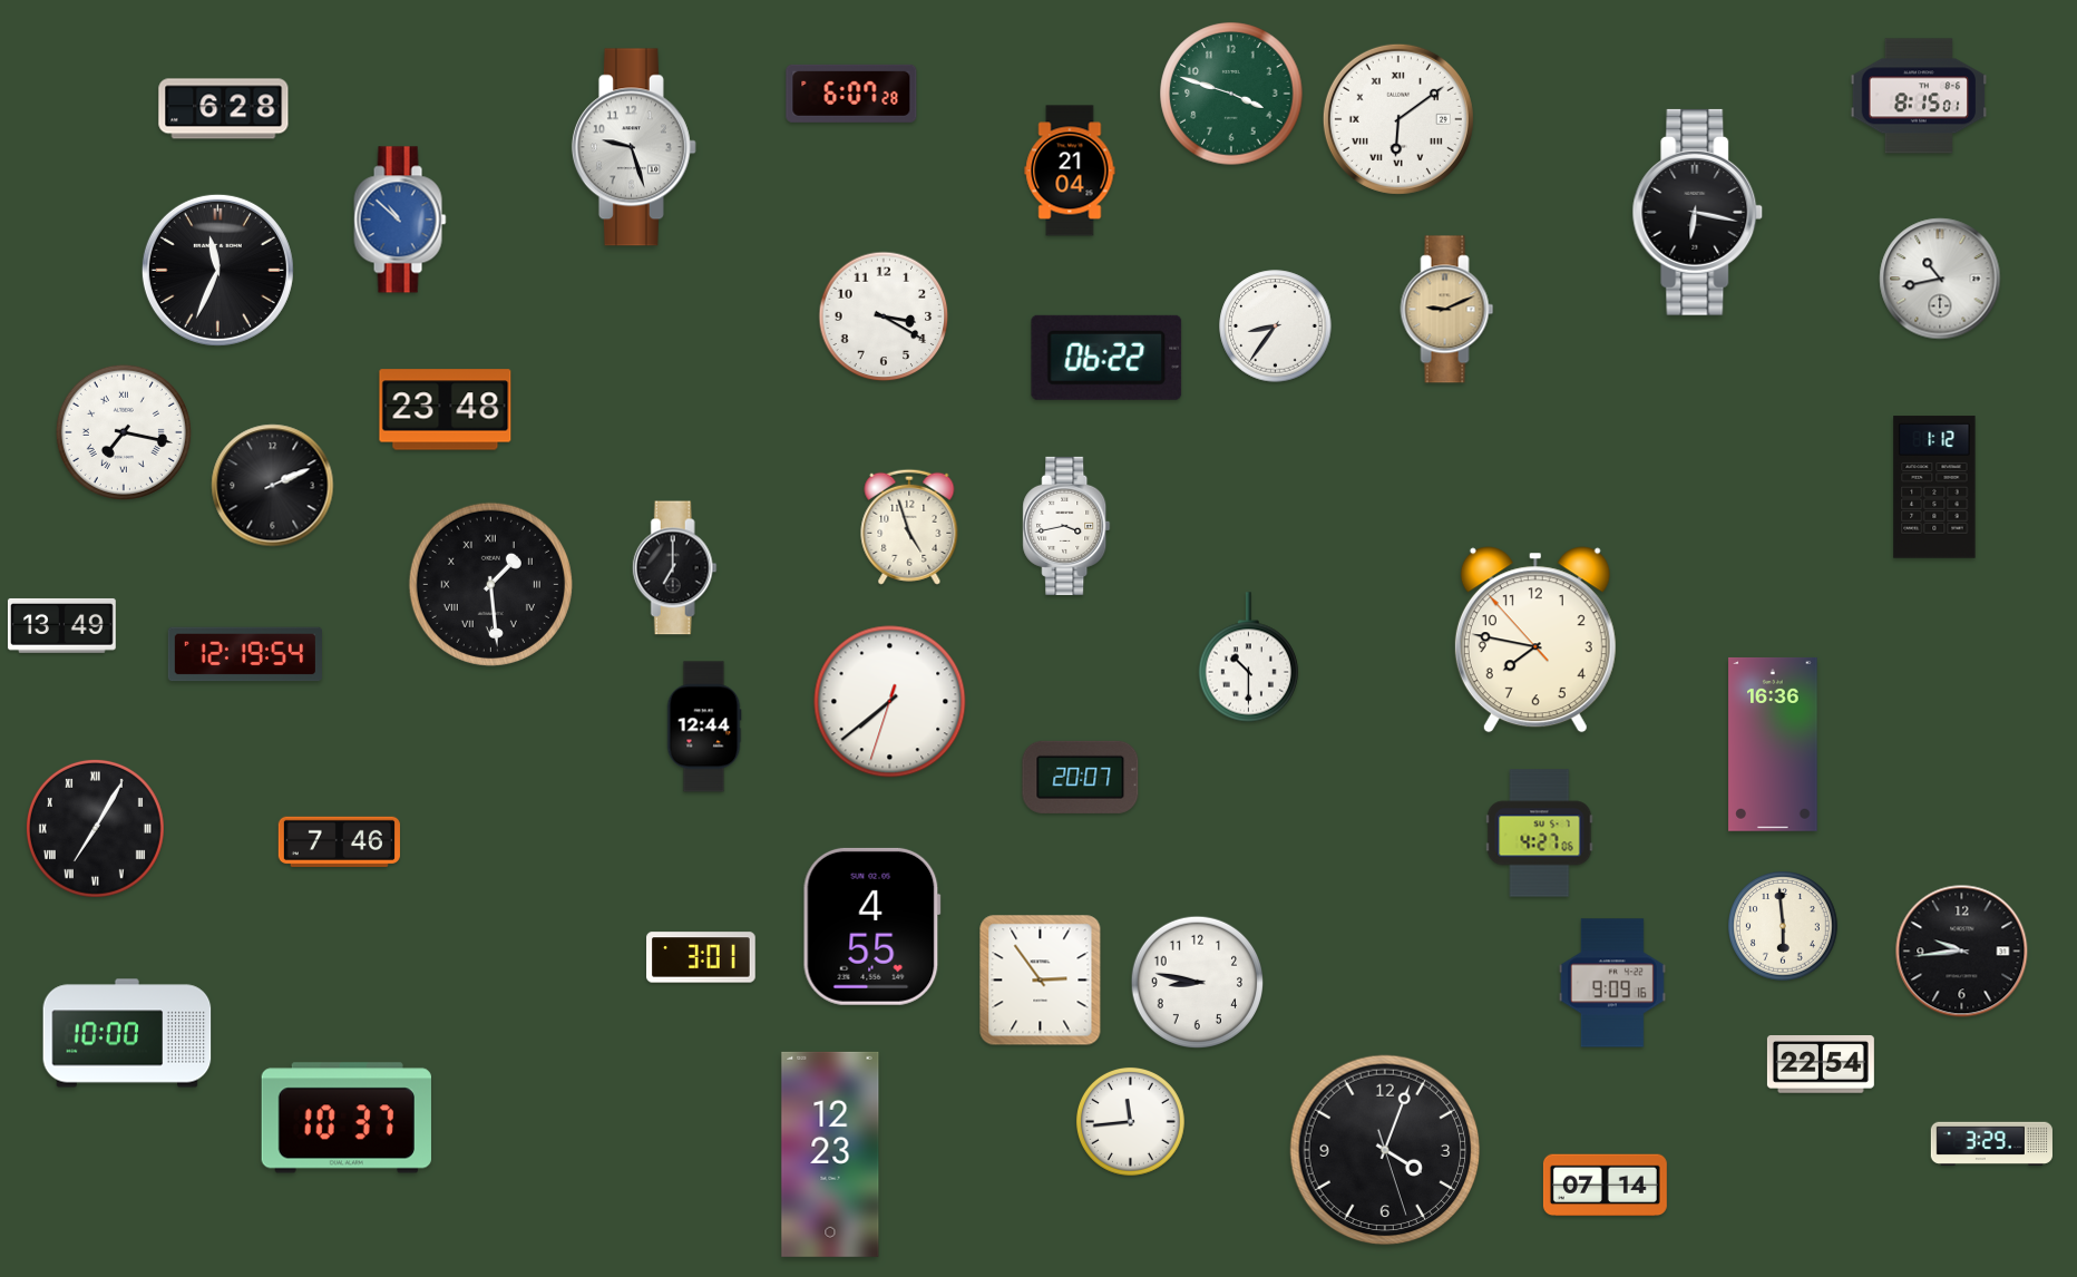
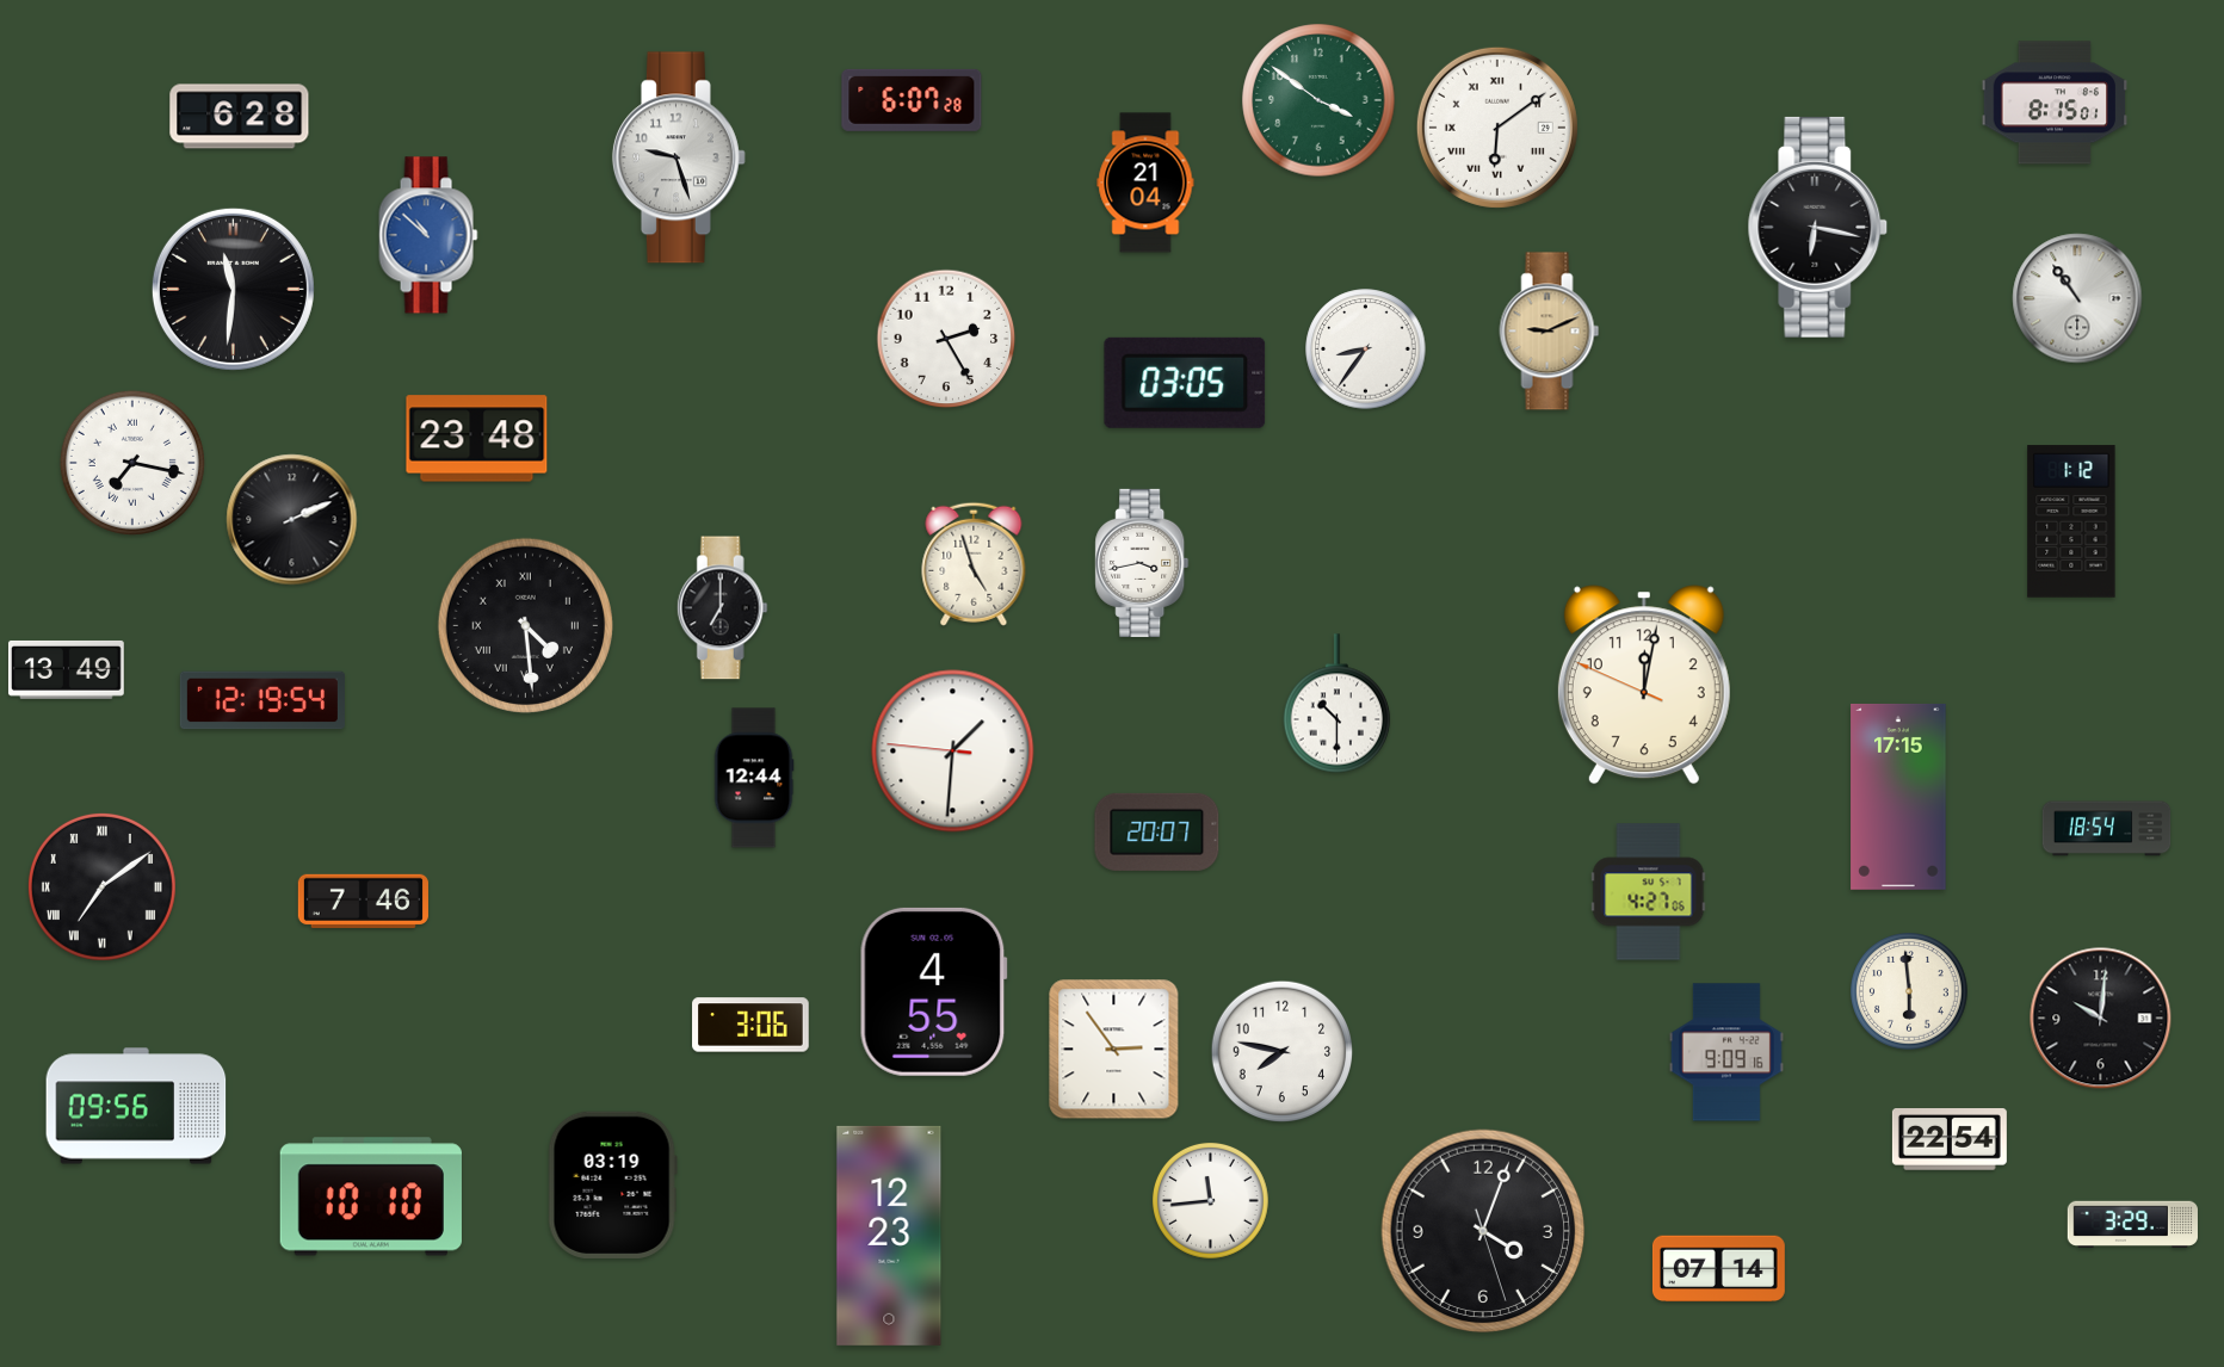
clock at (1231, 94): 3:48 -> 3:51
clock at (217, 270): 11:34 -> 11:31
clock at (1940, 279): 10:43 -> 10:54
clock at (884, 316): 3:20 -> 2:25
clock at (1106, 358): 06:22 -> 03:05
clock at (490, 584): 1:29 -> 4:29
clock at (1535, 640): 7:46 -> 12:01
clock at (890, 702): 7:38 -> 1:30
clock at (1773, 744): 16:36 -> 17:15
clock at (2107, 829): none -> 18:54
clock at (95, 828): 7:05 -> 7:09
clock at (1962, 952): 9:44 -> 10:01
clock at (701, 957): 3:01 -> 3:06
clock at (1197, 982): 8:47 -> 7:47
clock at (127, 1033): 10:00 -> 09:56
clock at (612, 1184): none -> 03:19
clock at (347, 1118): 10:37 -> 10:10
